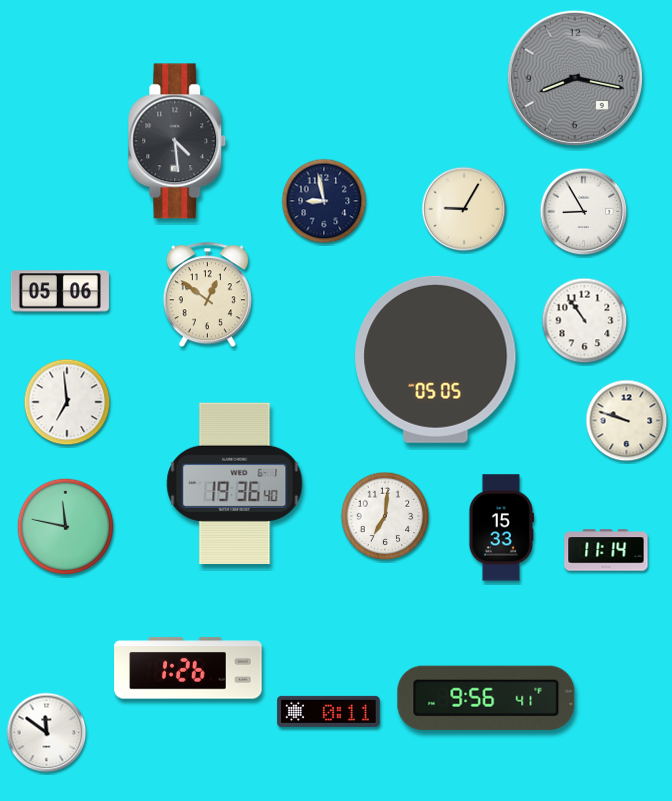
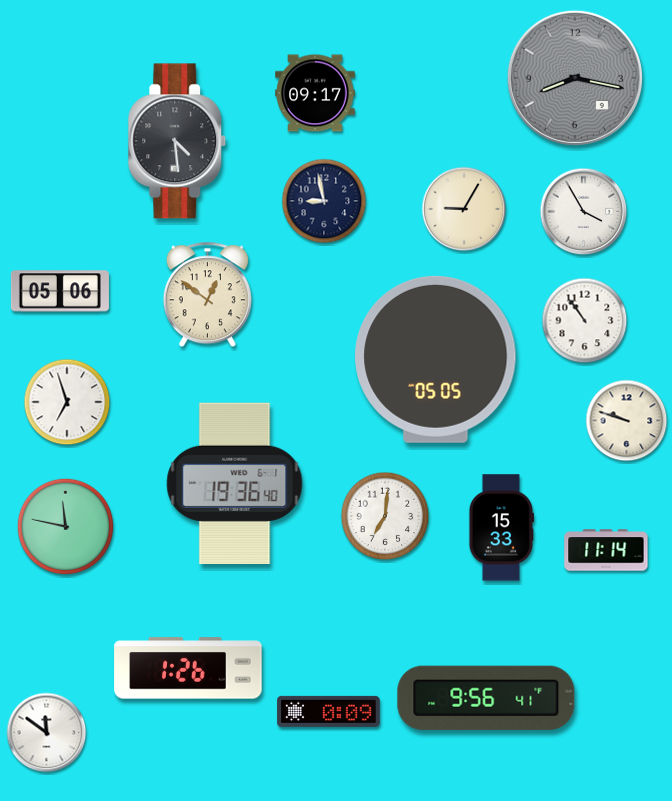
clock at (315, 93): none -> 09:17
clock at (584, 212): 8:55 -> 3:55
clock at (67, 402): 6:59 -> 6:57
clock at (329, 711): 0:11 -> 0:09
